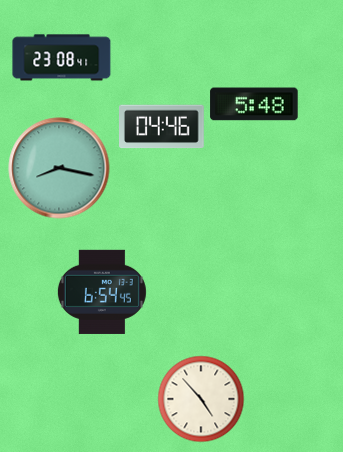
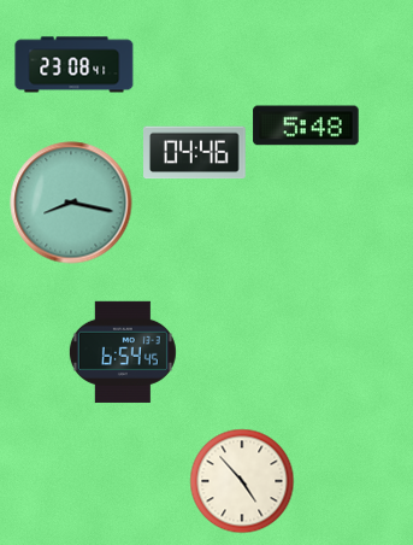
clock at (62, 58) position: (62, 58) -> (75, 65)
